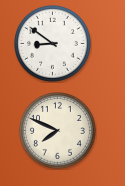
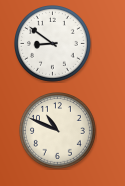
clock at (58, 131): 7:49 -> 10:49
